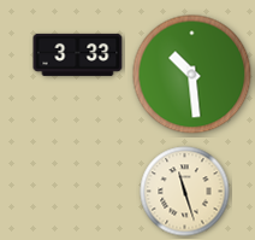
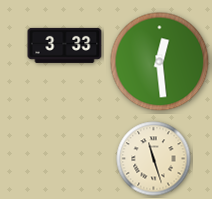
clock at (192, 75): 10:29 -> 12:29
